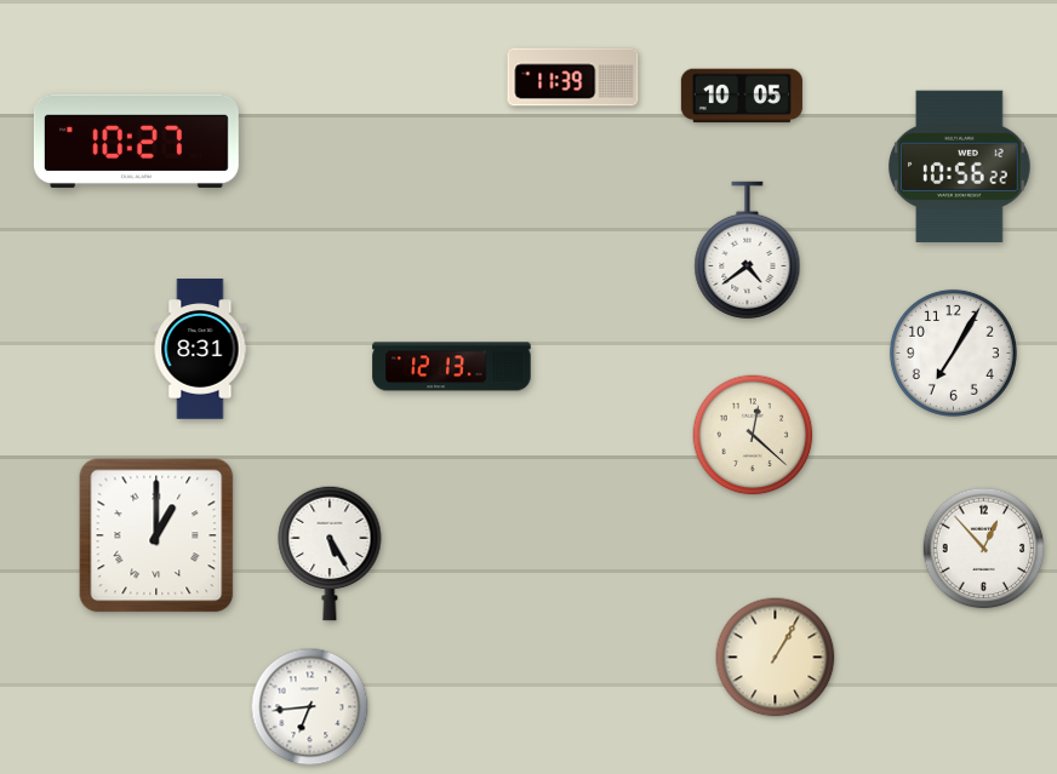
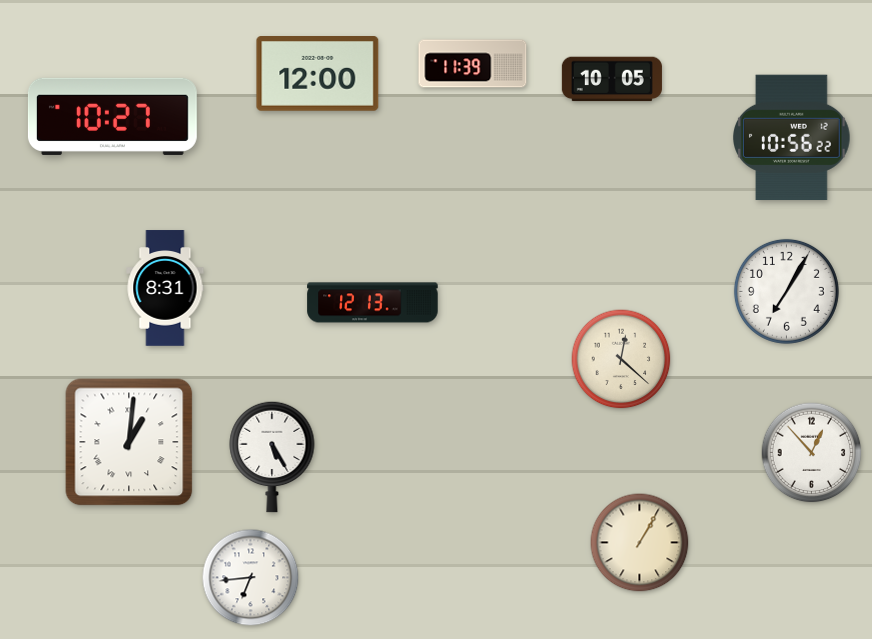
clock at (318, 74): none -> 12:00
clock at (748, 250): 4:39 -> none
clock at (156, 535): 1:00 -> 1:01
clock at (310, 707) position: (310, 707) -> (251, 578)
